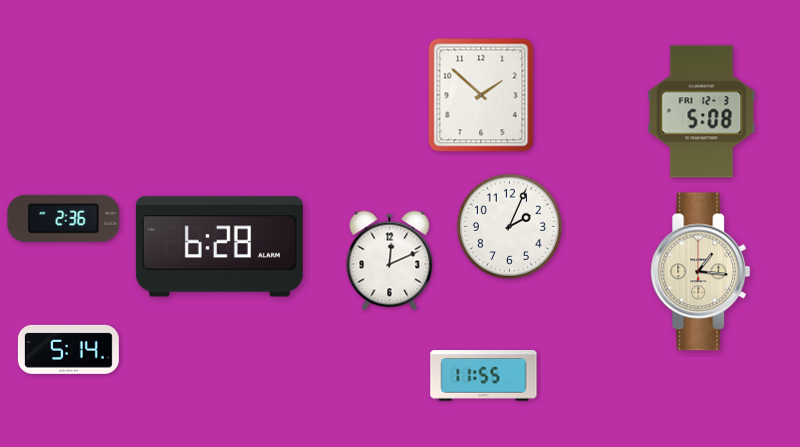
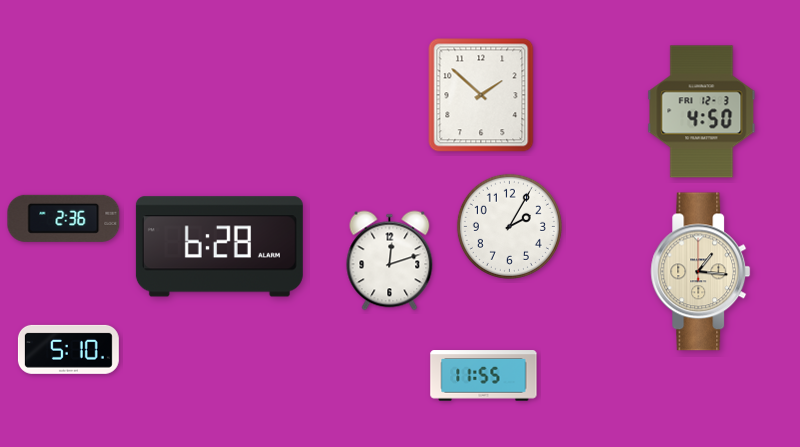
clock at (702, 112): 5:08 -> 4:50
clock at (509, 226): 2:04 -> 2:05
clock at (390, 261): 12:11 -> 12:12
clock at (68, 349): 5:14 -> 5:10
